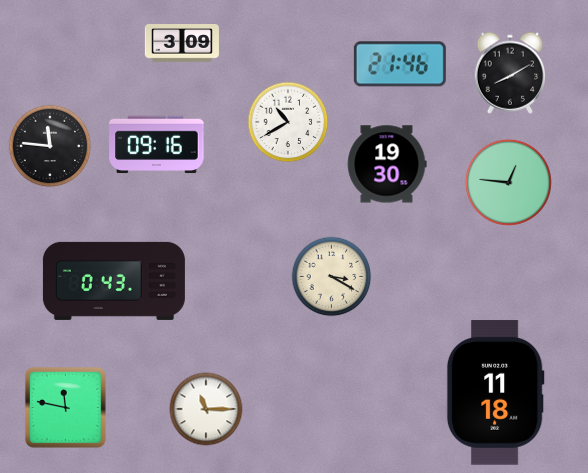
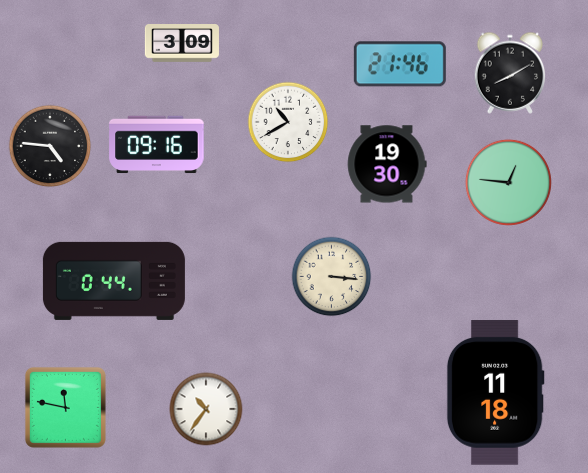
clock at (50, 146): 11:46 -> 4:46
clock at (332, 277): 3:20 -> 3:16
clock at (114, 281): 0:43 -> 0:44
clock at (206, 409): 11:15 -> 10:36
